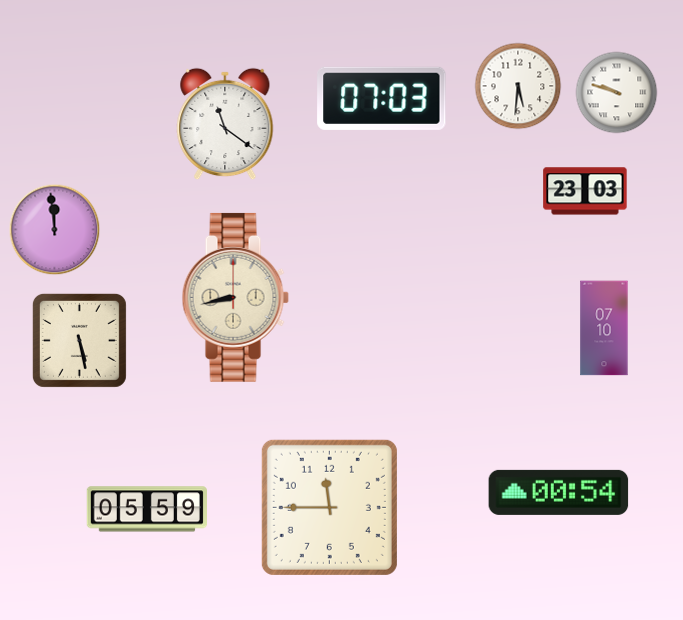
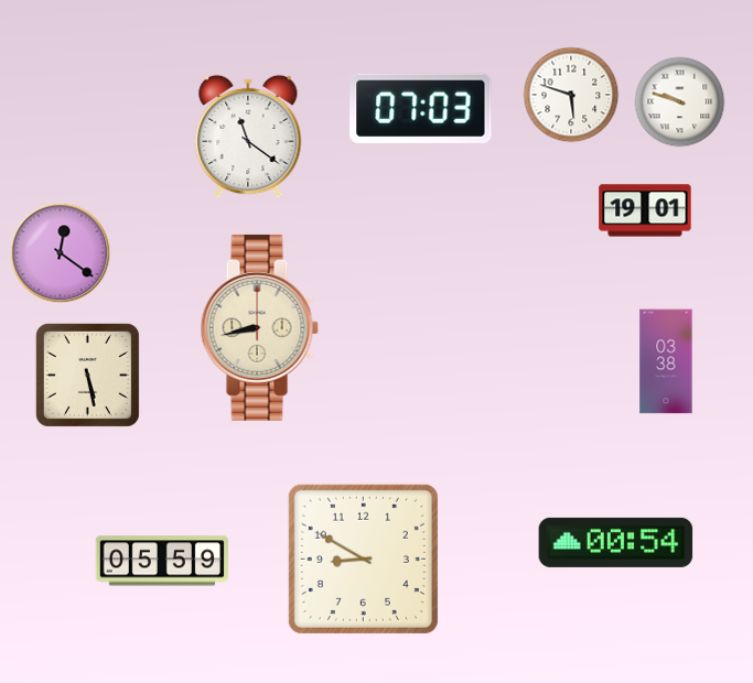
clock at (518, 86): 5:31 -> 5:48
clock at (585, 191): 23:03 -> 19:01
clock at (55, 230): 11:59 -> 12:21
clock at (604, 328): 07:10 -> 03:38
clock at (329, 507): 11:45 -> 8:50
